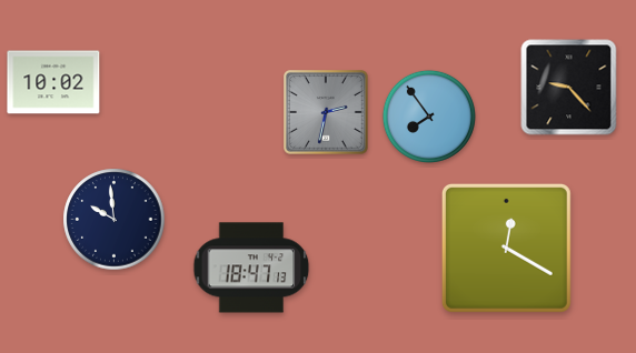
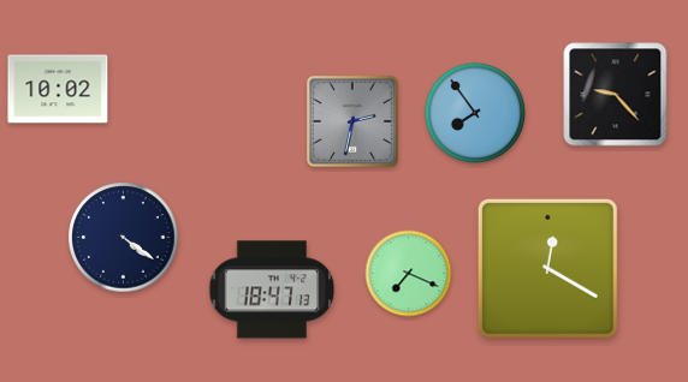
clock at (429, 117) position: (429, 117) -> (475, 113)
clock at (115, 220): 9:59 -> 4:21
clock at (409, 274): none -> 7:19
